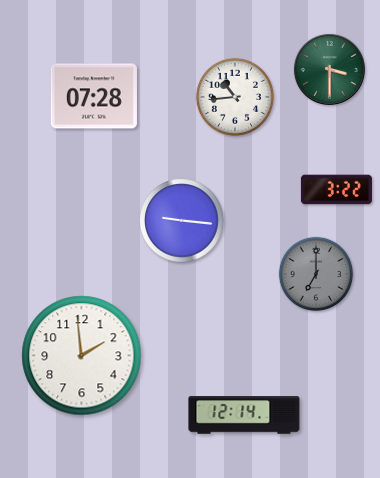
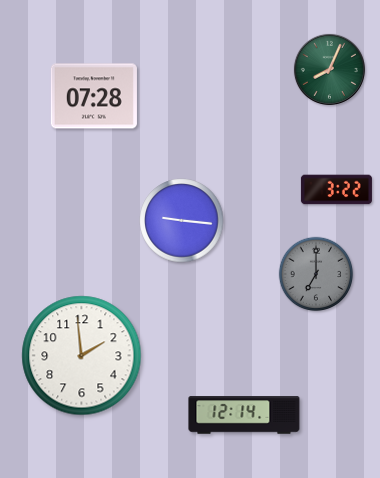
clock at (329, 69): 3:30 -> 8:04
clock at (235, 97): 10:44 -> none
